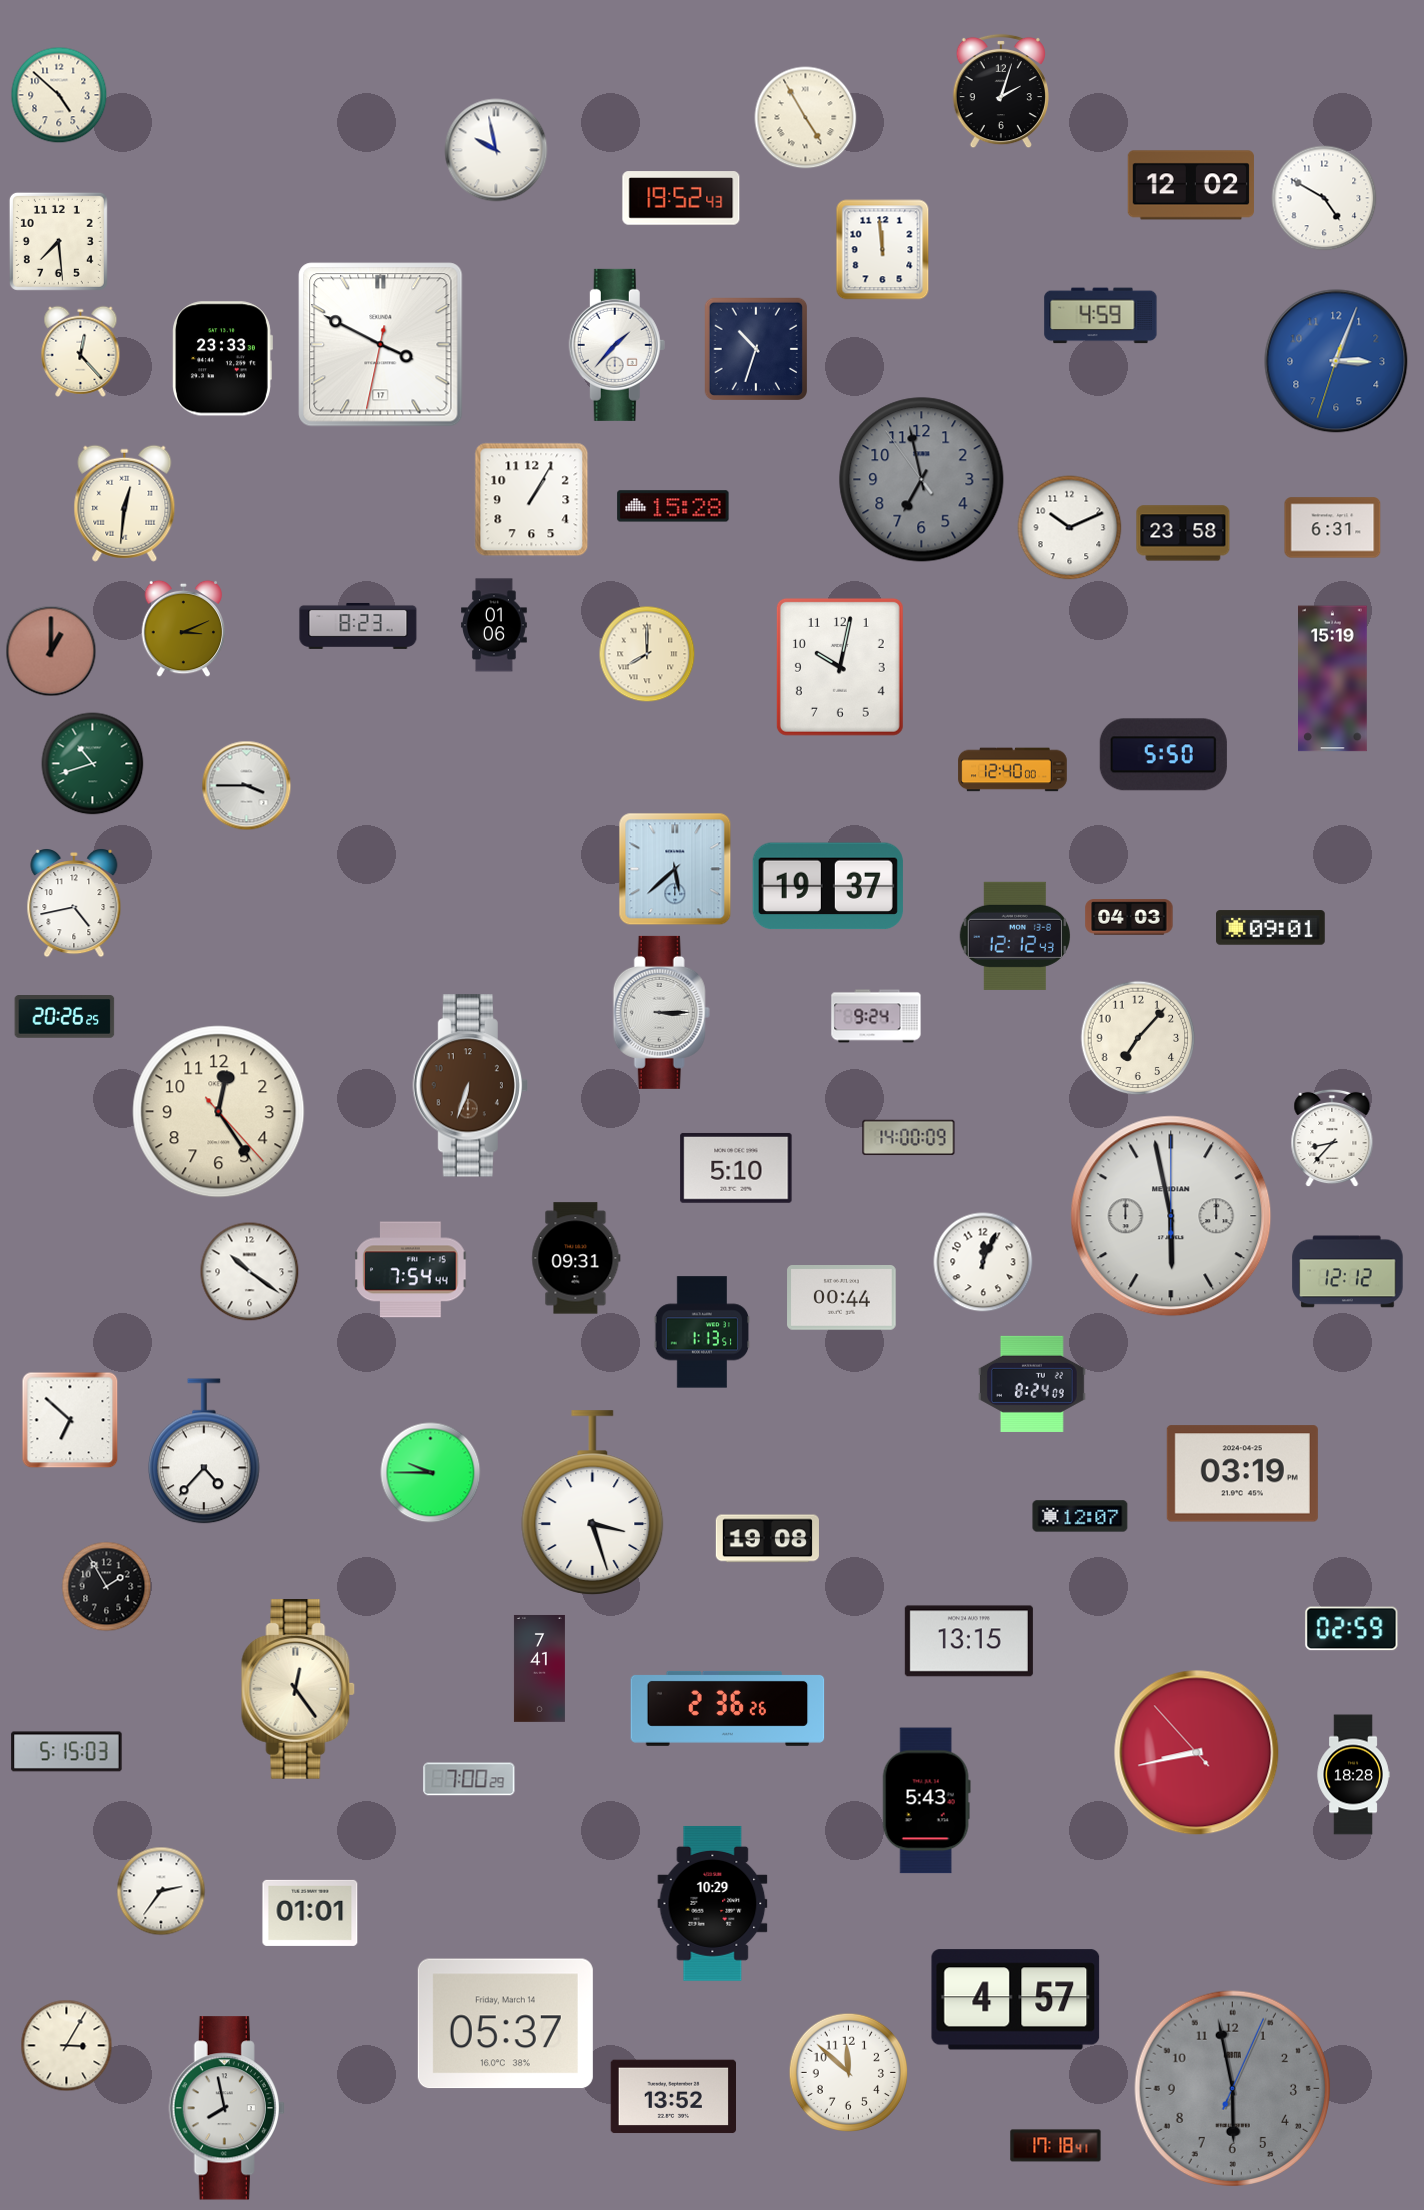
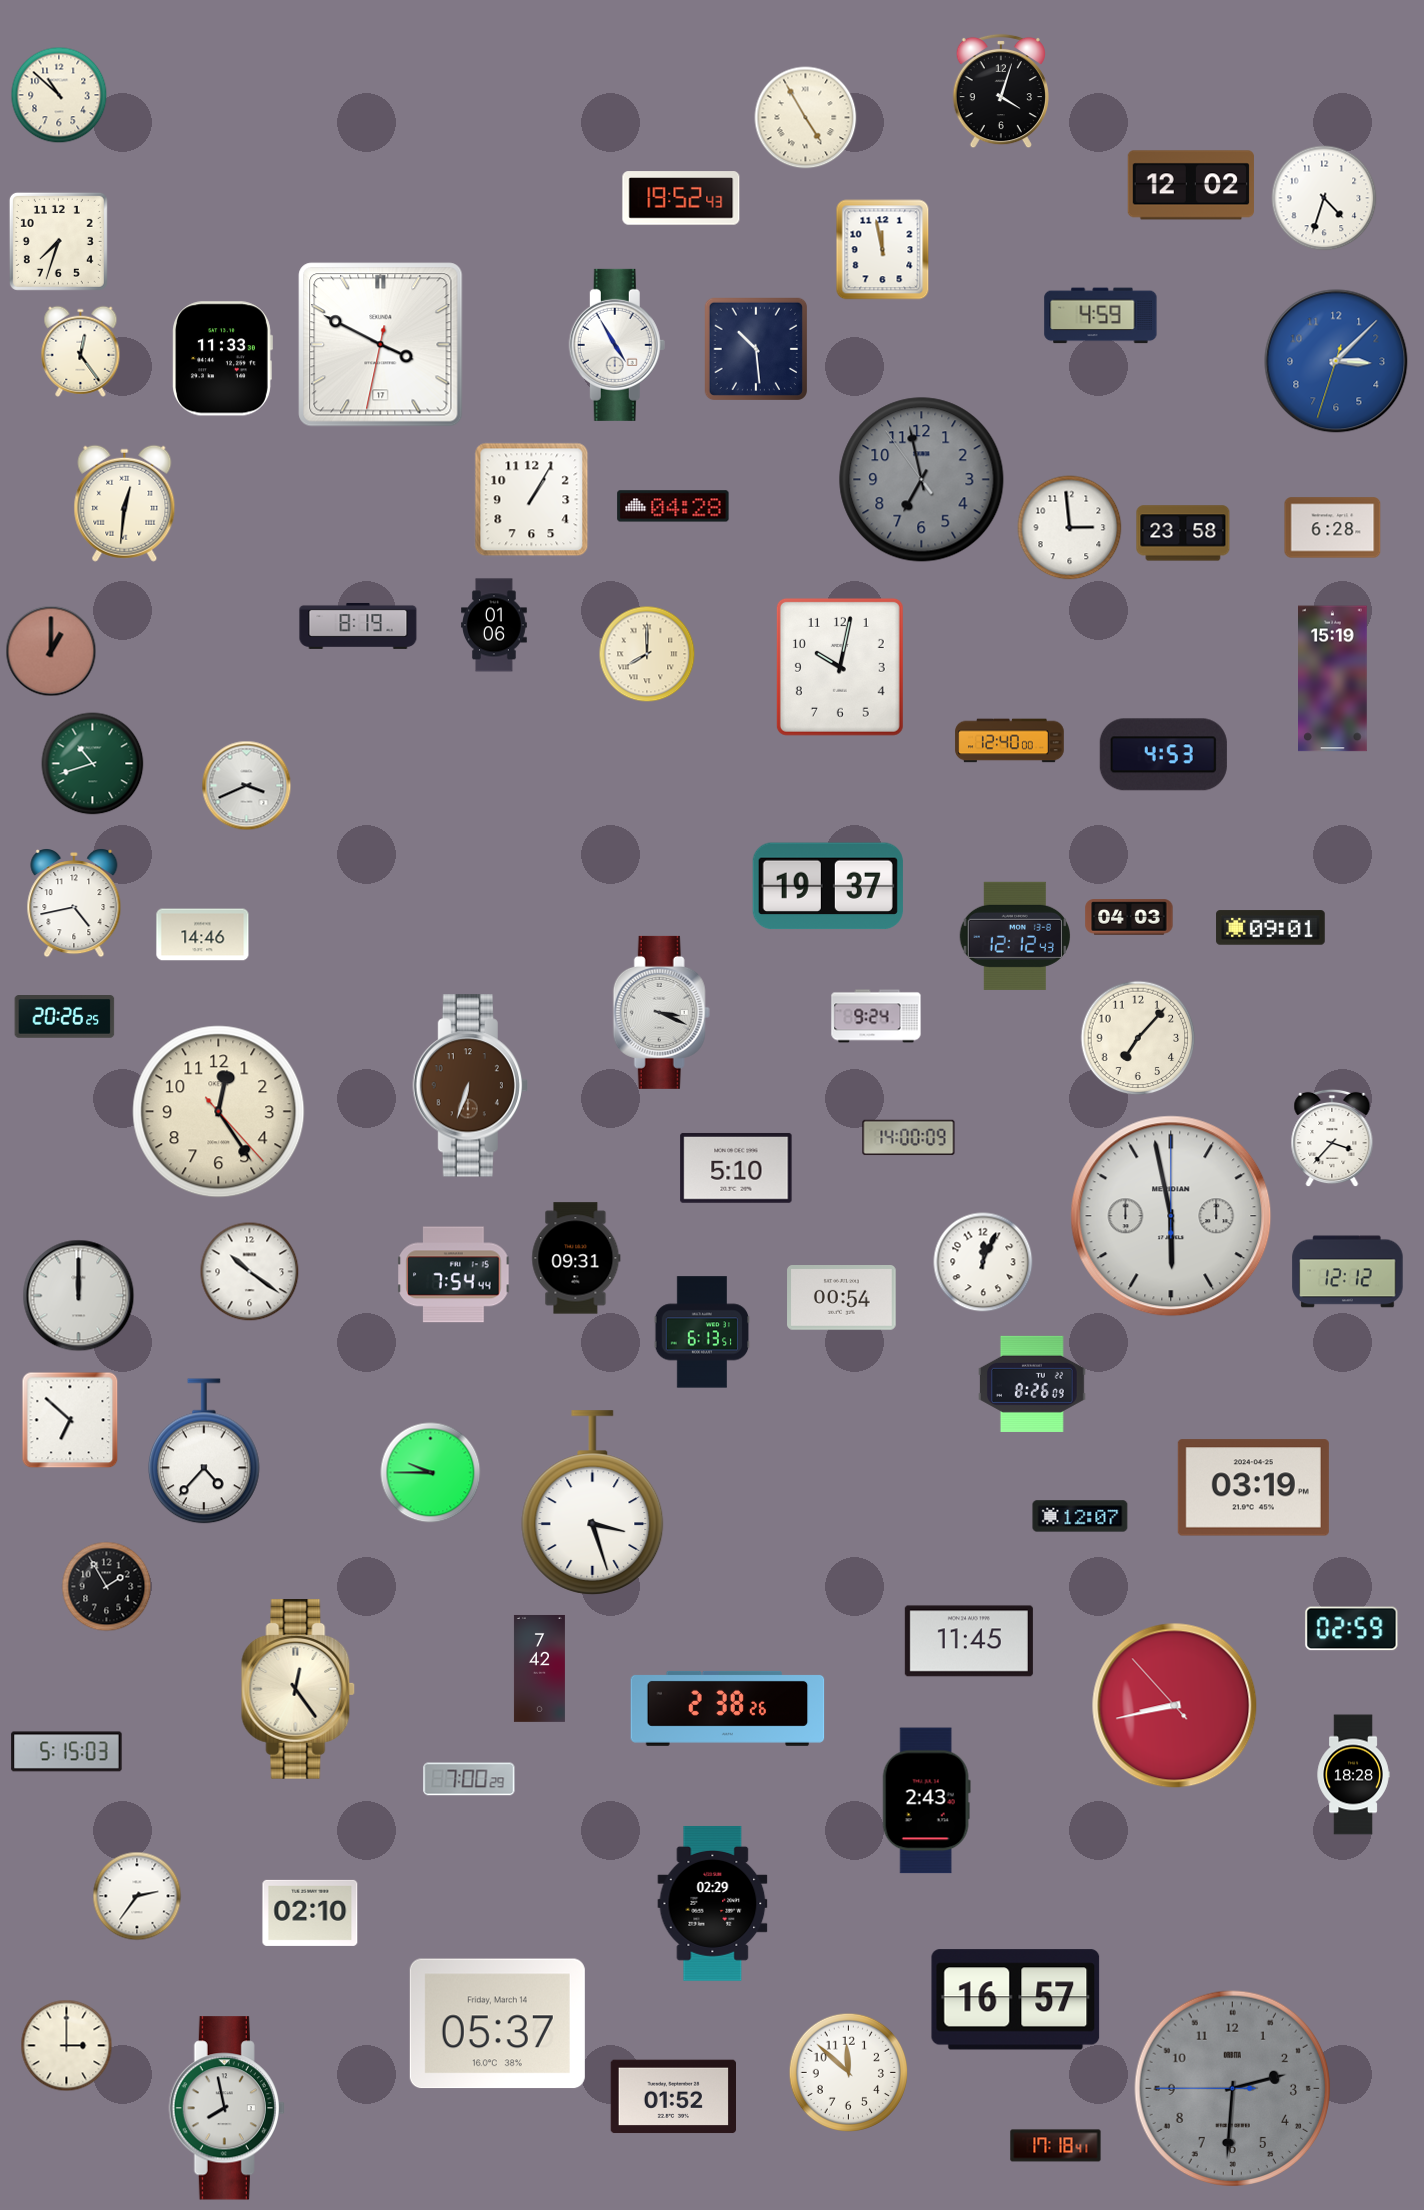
clock at (1001, 91): 2:03 -> 4:03
clock at (59, 95): 4:52 -> 10:52
clock at (496, 150): 9:58 -> none
clock at (1324, 198): 4:50 -> 4:33
clock at (58, 241): 7:29 -> 7:33
clock at (883, 250): 11:59 -> 11:58
clock at (617, 345): 1:37 -> 4:55
clock at (755, 348): 10:33 -> 10:29
clock at (81, 351): 12:23 -> 12:24
clock at (222, 359): 23:33 -> 11:33
clock at (1336, 361): 3:03 -> 3:07
clock at (673, 506): 15:28 -> 04:28
clock at (1070, 528): 10:11 -> 2:59
clock at (1333, 528): 6:31 -> 6:28
clock at (358, 626): 8:23 -> 8:19
clock at (184, 629): 3:11 -> none
clock at (1163, 755): 5:50 -> 4:53
clock at (1013, 770) position: (1013, 770) -> (1010, 741)
clock at (247, 786): 3:45 -> 3:41
clock at (675, 869): 5:38 -> none
clock at (203, 935): none -> 14:46
clock at (661, 1012): 3:15 -> 3:19
clock at (1332, 1138): 8:37 -> 3:37
clock at (411, 1270) position: (411, 1270) -> (454, 1275)
clock at (79, 1296): none -> 12:00
clock at (842, 1298): 00:44 -> 00:54
clock at (702, 1332): 1:13 -> 6:13
clock at (1033, 1384): 8:24 -> 8:26
clock at (1242, 1474) position: (1242, 1474) -> (1253, 1488)
clock at (767, 1539): 19:08 -> none
clock at (969, 1641): 13:15 -> 11:45
clock at (539, 1668): 7:41 -> 7:42
clock at (728, 1708): 2:36 -> 2:38
clock at (1197, 1753) position: (1197, 1753) -> (1175, 1706)
clock at (926, 1801): 5:43 -> 2:43
clock at (161, 1891) position: (161, 1891) -> (137, 1896)
clock at (713, 1903): 10:29 -> 02:29
clock at (310, 1913): 01:01 -> 02:10
clock at (1016, 2000): 4:57 -> 16:57
clock at (505, 2024) position: (505, 2024) -> (497, 2024)
clock at (67, 2046): 3:05 -> 3:00
clock at (1233, 2089): 5:58 -> 2:30
clock at (674, 2097): 13:52 -> 01:52
